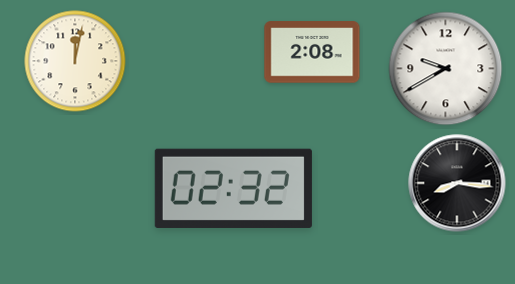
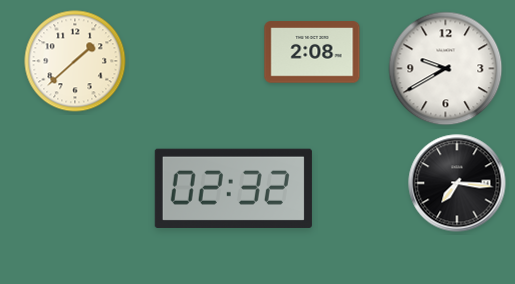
clock at (75, 61): 12:02 -> 1:38
clock at (457, 183): 8:16 -> 7:16
